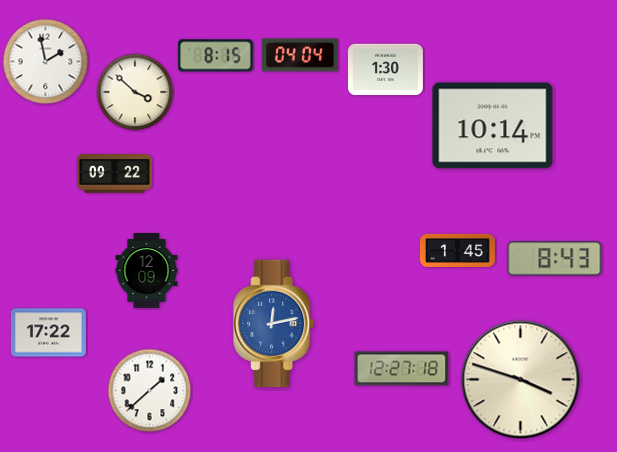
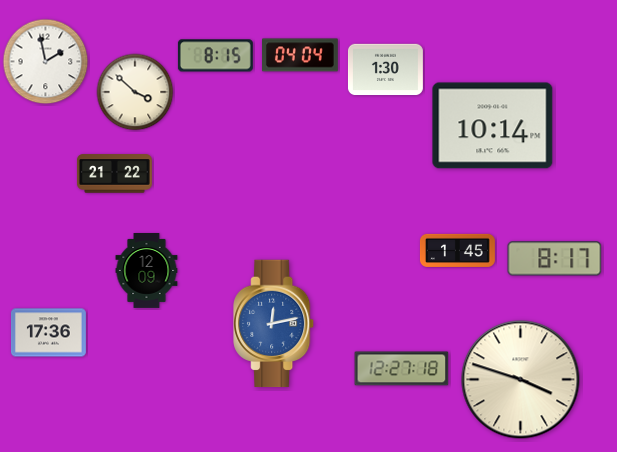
clock at (114, 174): 09:22 -> 21:22
clock at (555, 259): 8:43 -> 8:17
clock at (48, 333): 17:22 -> 17:36
clock at (150, 391): 1:38 -> none
